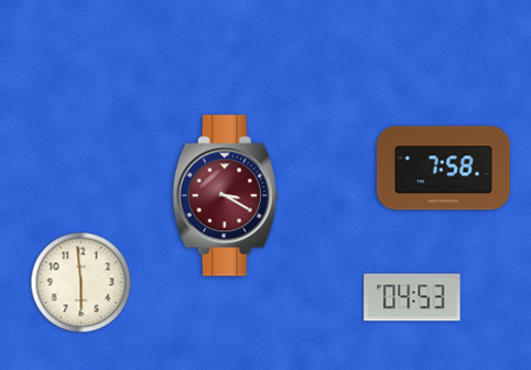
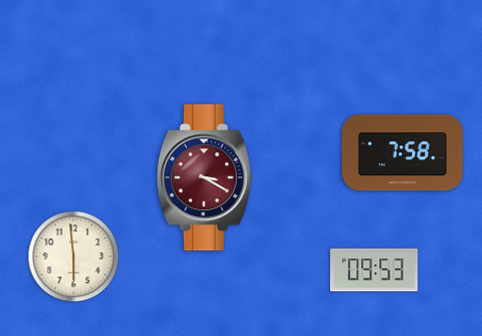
clock at (412, 297): 04:53 -> 09:53
